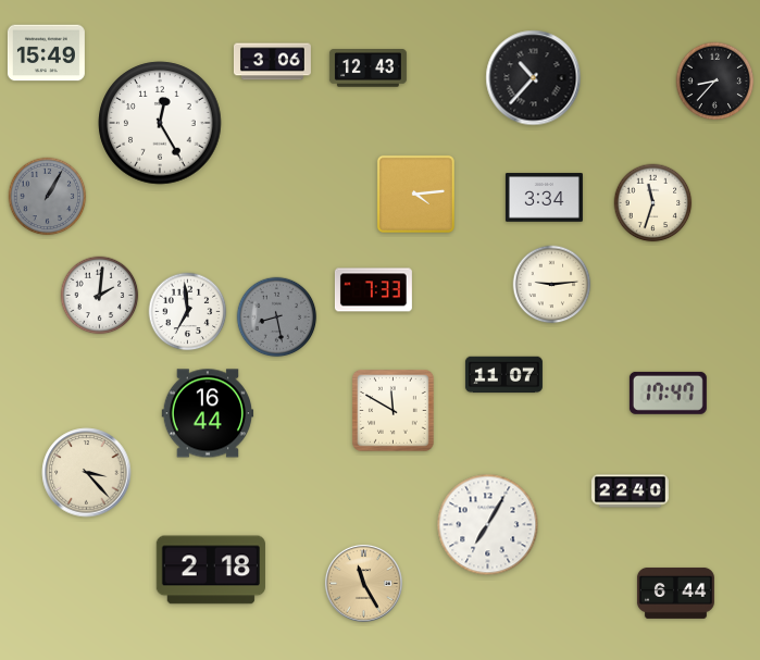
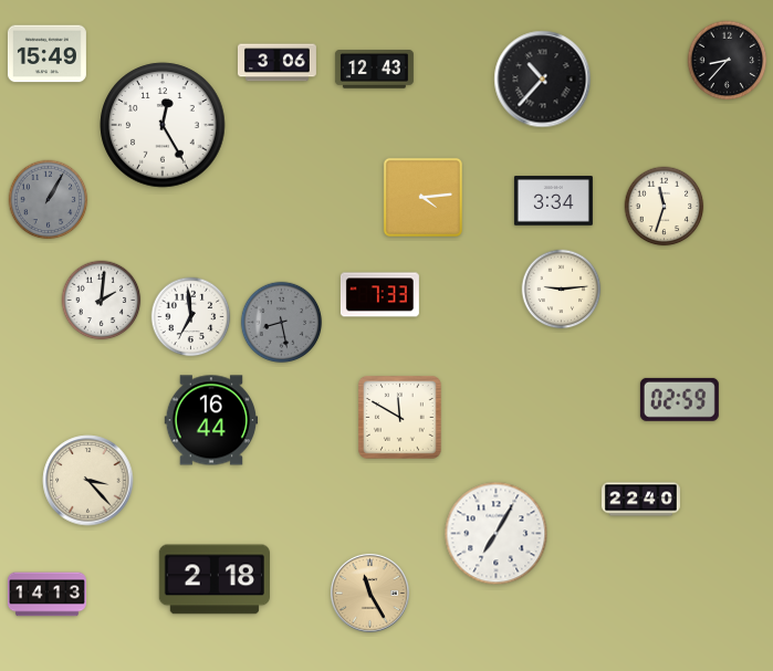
clock at (715, 82) position: (715, 82) -> (728, 61)
clock at (503, 375): 11:07 -> none
clock at (668, 393): 17:47 -> 02:59
clock at (46, 595): none -> 14:13
clock at (675, 593): 6:44 -> none
